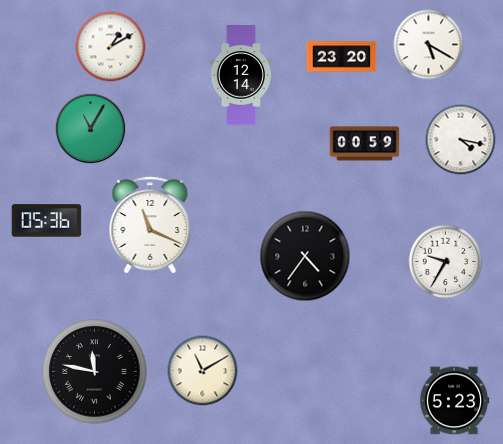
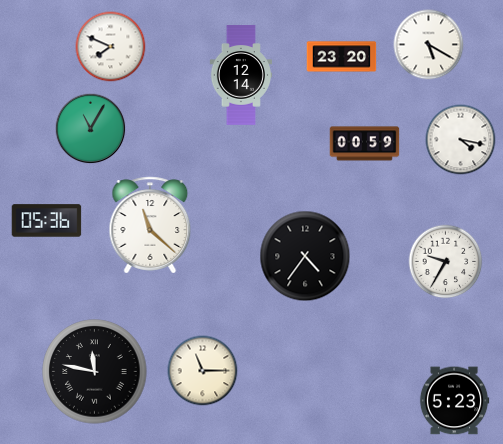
clock at (111, 47): 1:10 -> 7:49
clock at (150, 225): 11:19 -> 11:22
clock at (203, 371): 11:10 -> 11:15
